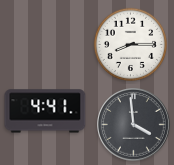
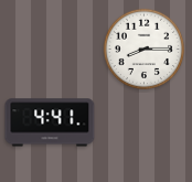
clock at (134, 125): 3:59 -> none
